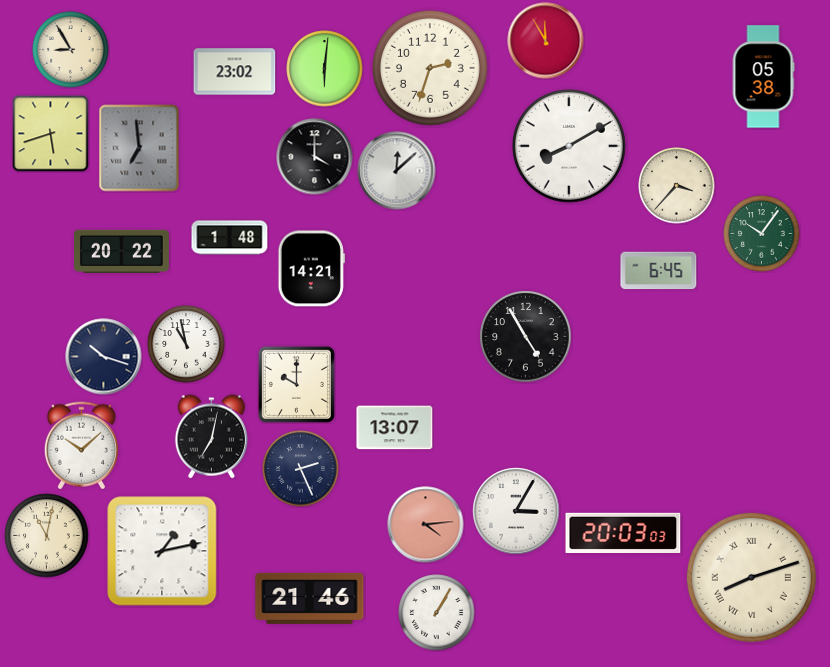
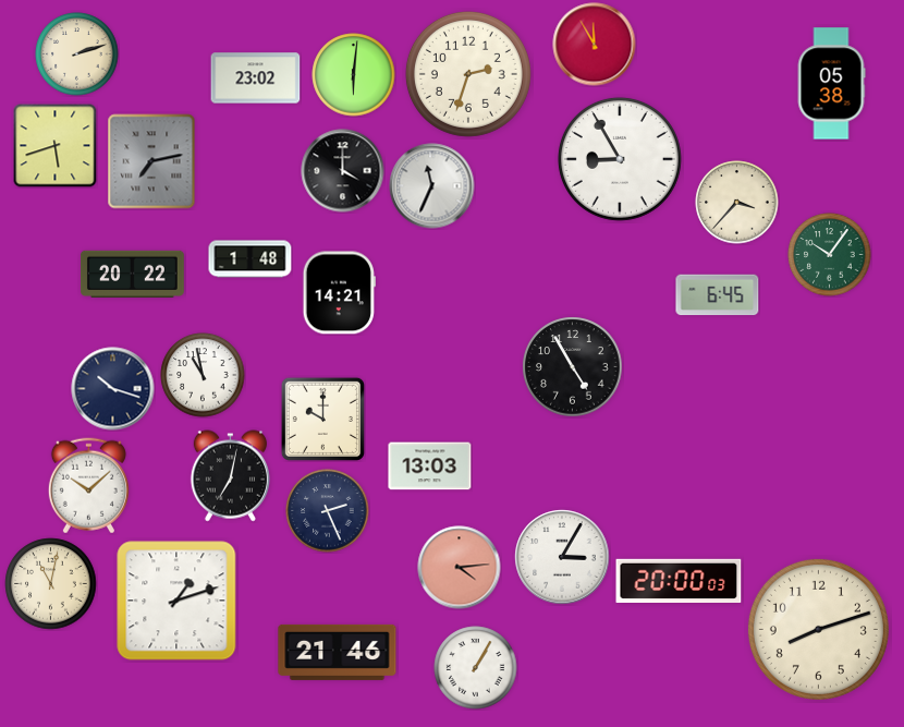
clock at (71, 50): 8:55 -> 2:12
clock at (569, 146): 8:10 -> 8:55
clock at (139, 148): 6:59 -> 7:13
clock at (397, 171): 12:08 -> 11:34
clock at (395, 428): 13:07 -> 13:03
clock at (426, 525) position: (426, 525) -> (460, 568)
clock at (623, 532): 20:03 -> 20:00
clock at (162, 551): 1:13 -> 1:12
clock at (751, 577) numerals: Roman -> Arabic
